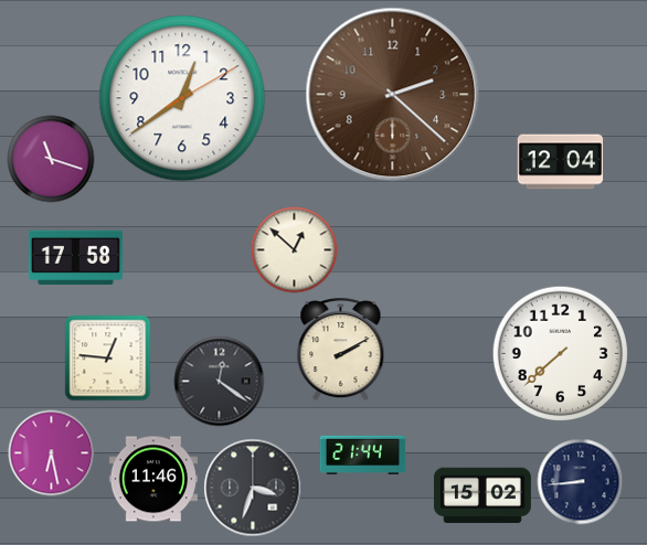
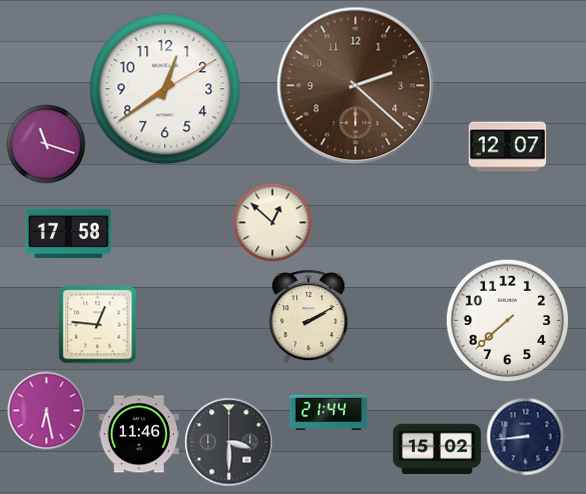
clock at (560, 162): 12:04 -> 12:07
clock at (294, 249) position: (294, 249) -> (272, 222)
clock at (219, 381): 12:21 -> none
clock at (253, 488): 3:33 -> 3:30
